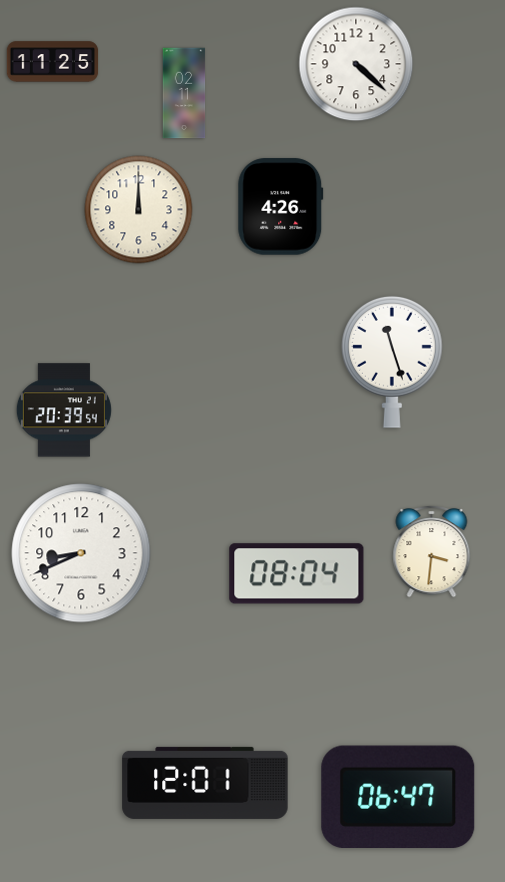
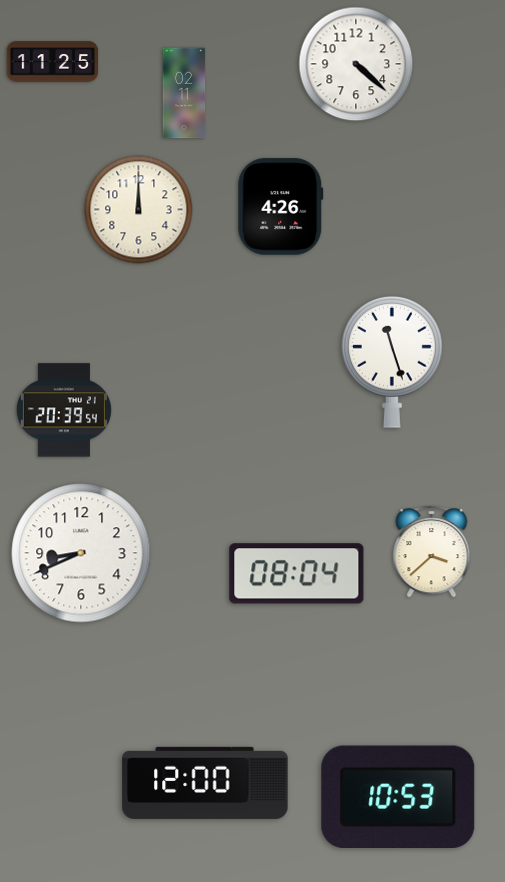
clock at (432, 552): 3:31 -> 3:38
clock at (205, 783): 12:01 -> 12:00
clock at (398, 796): 06:47 -> 10:53
